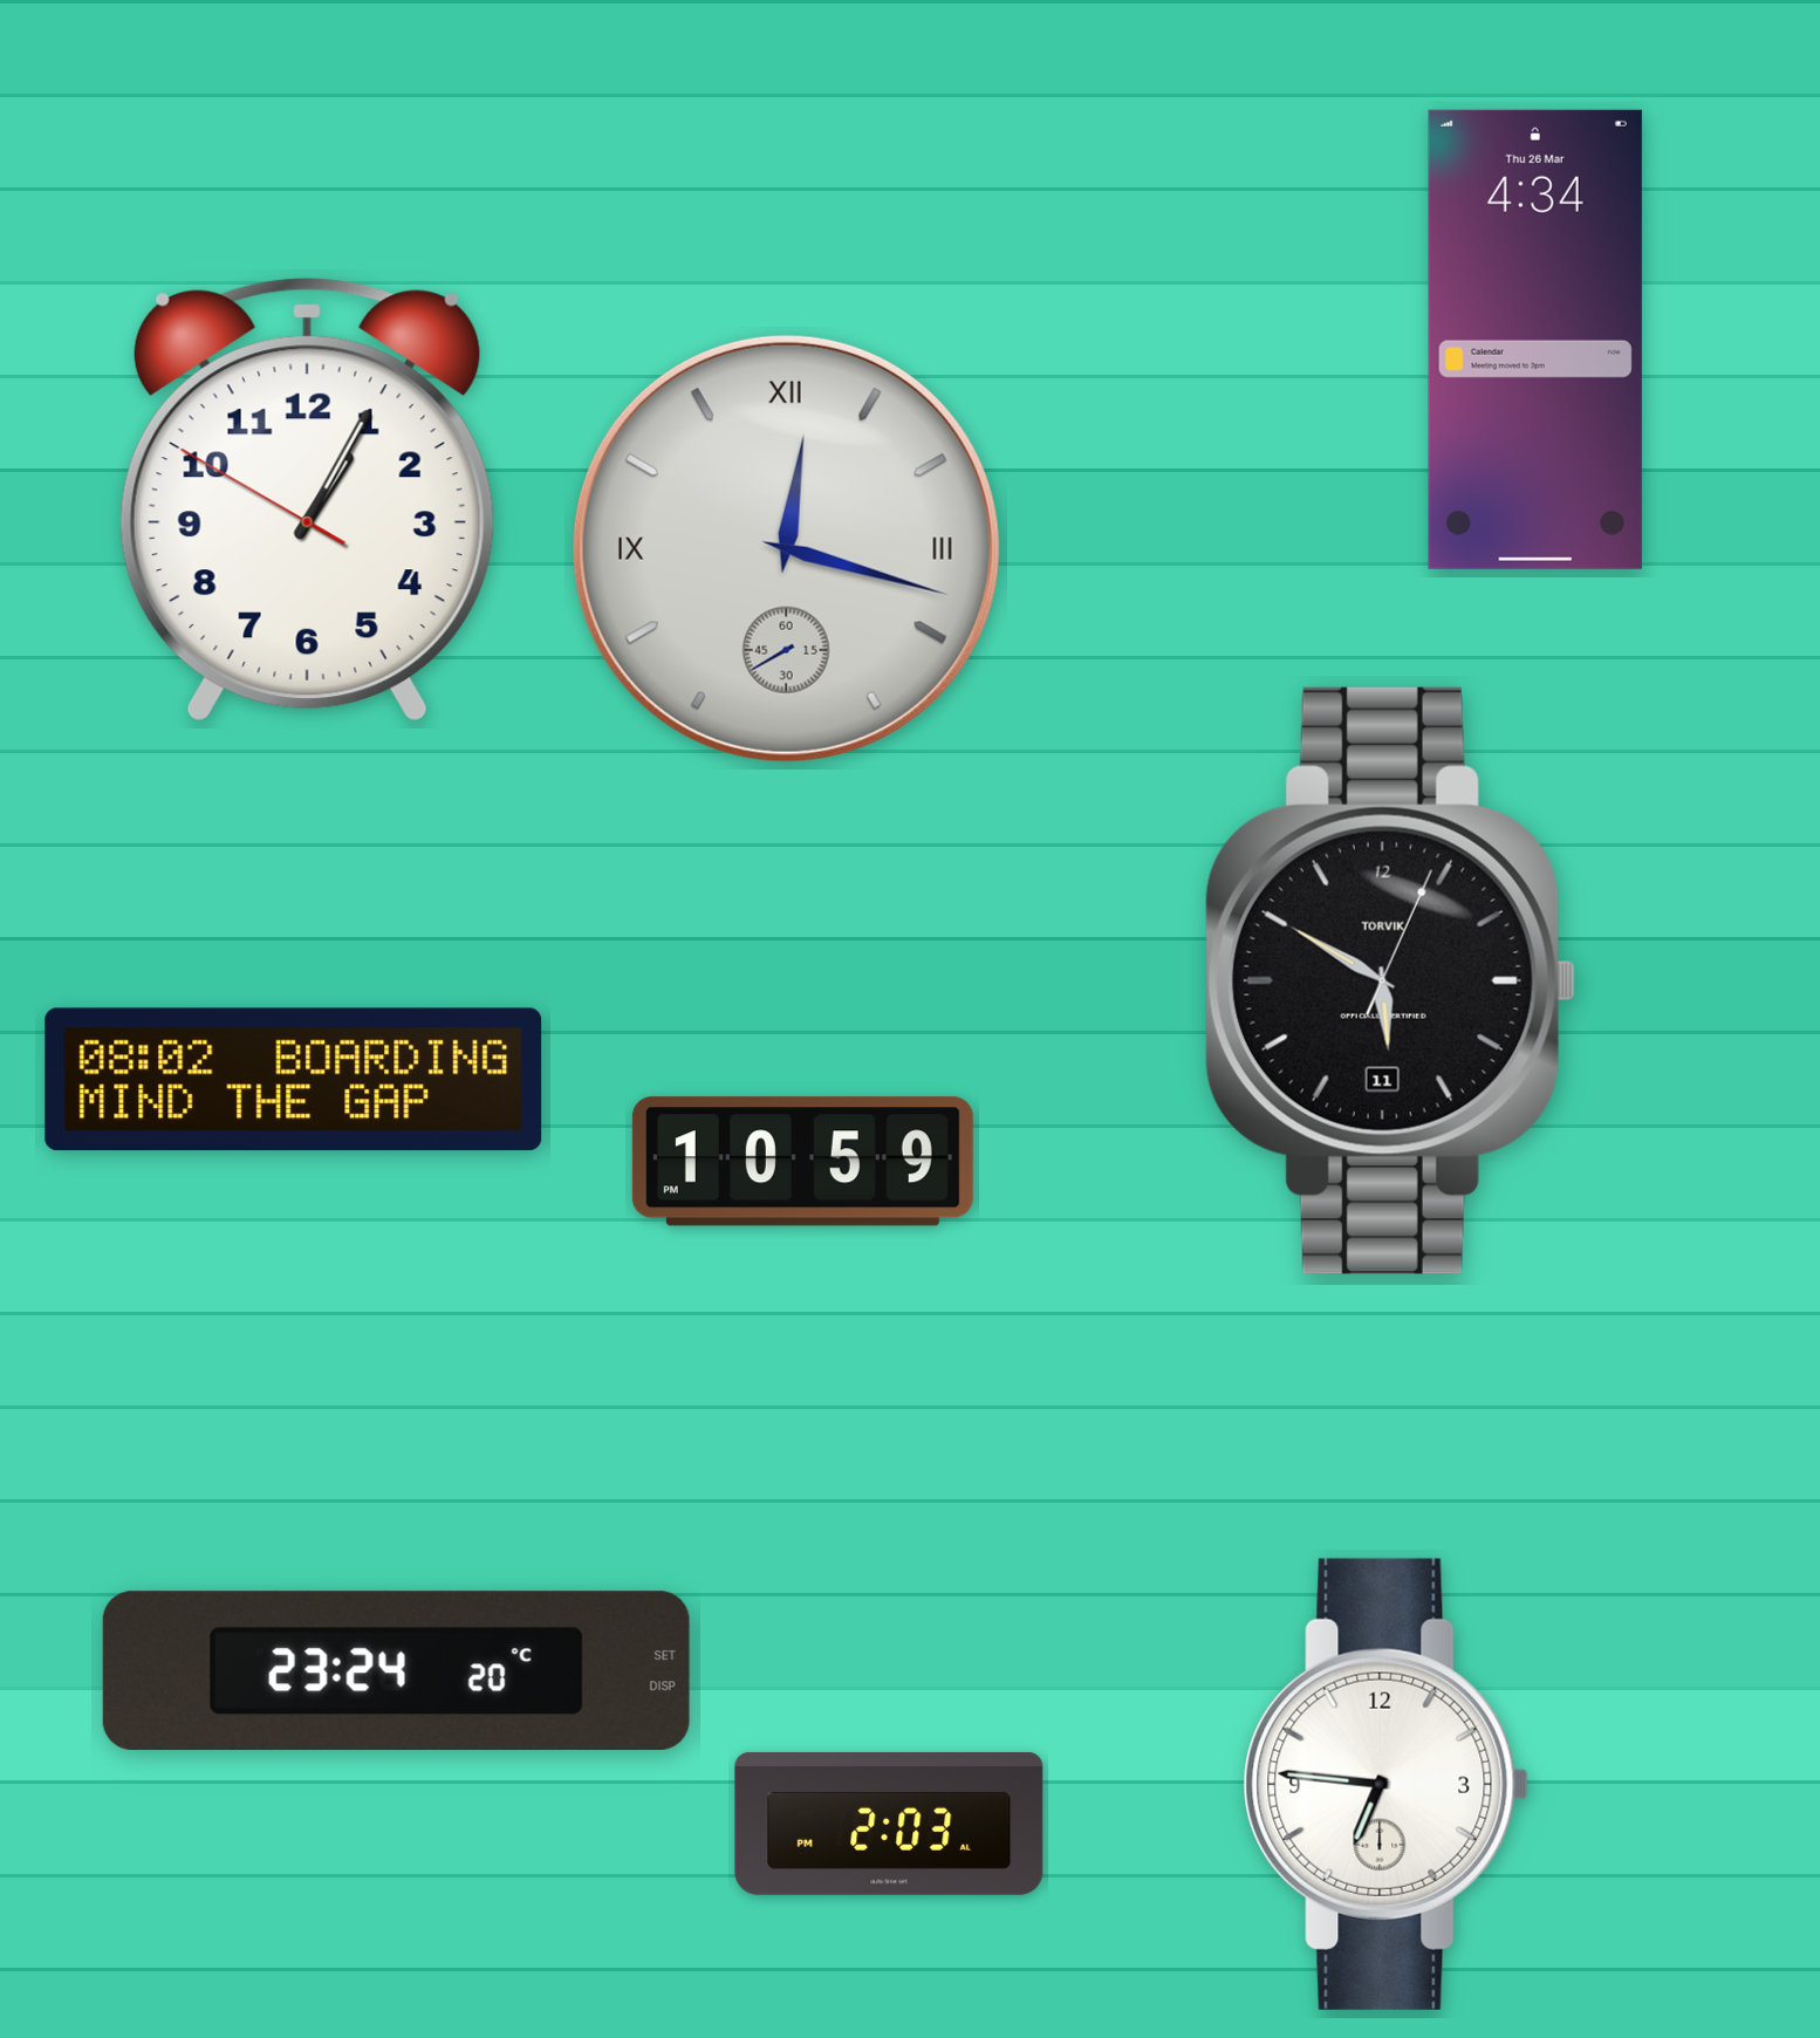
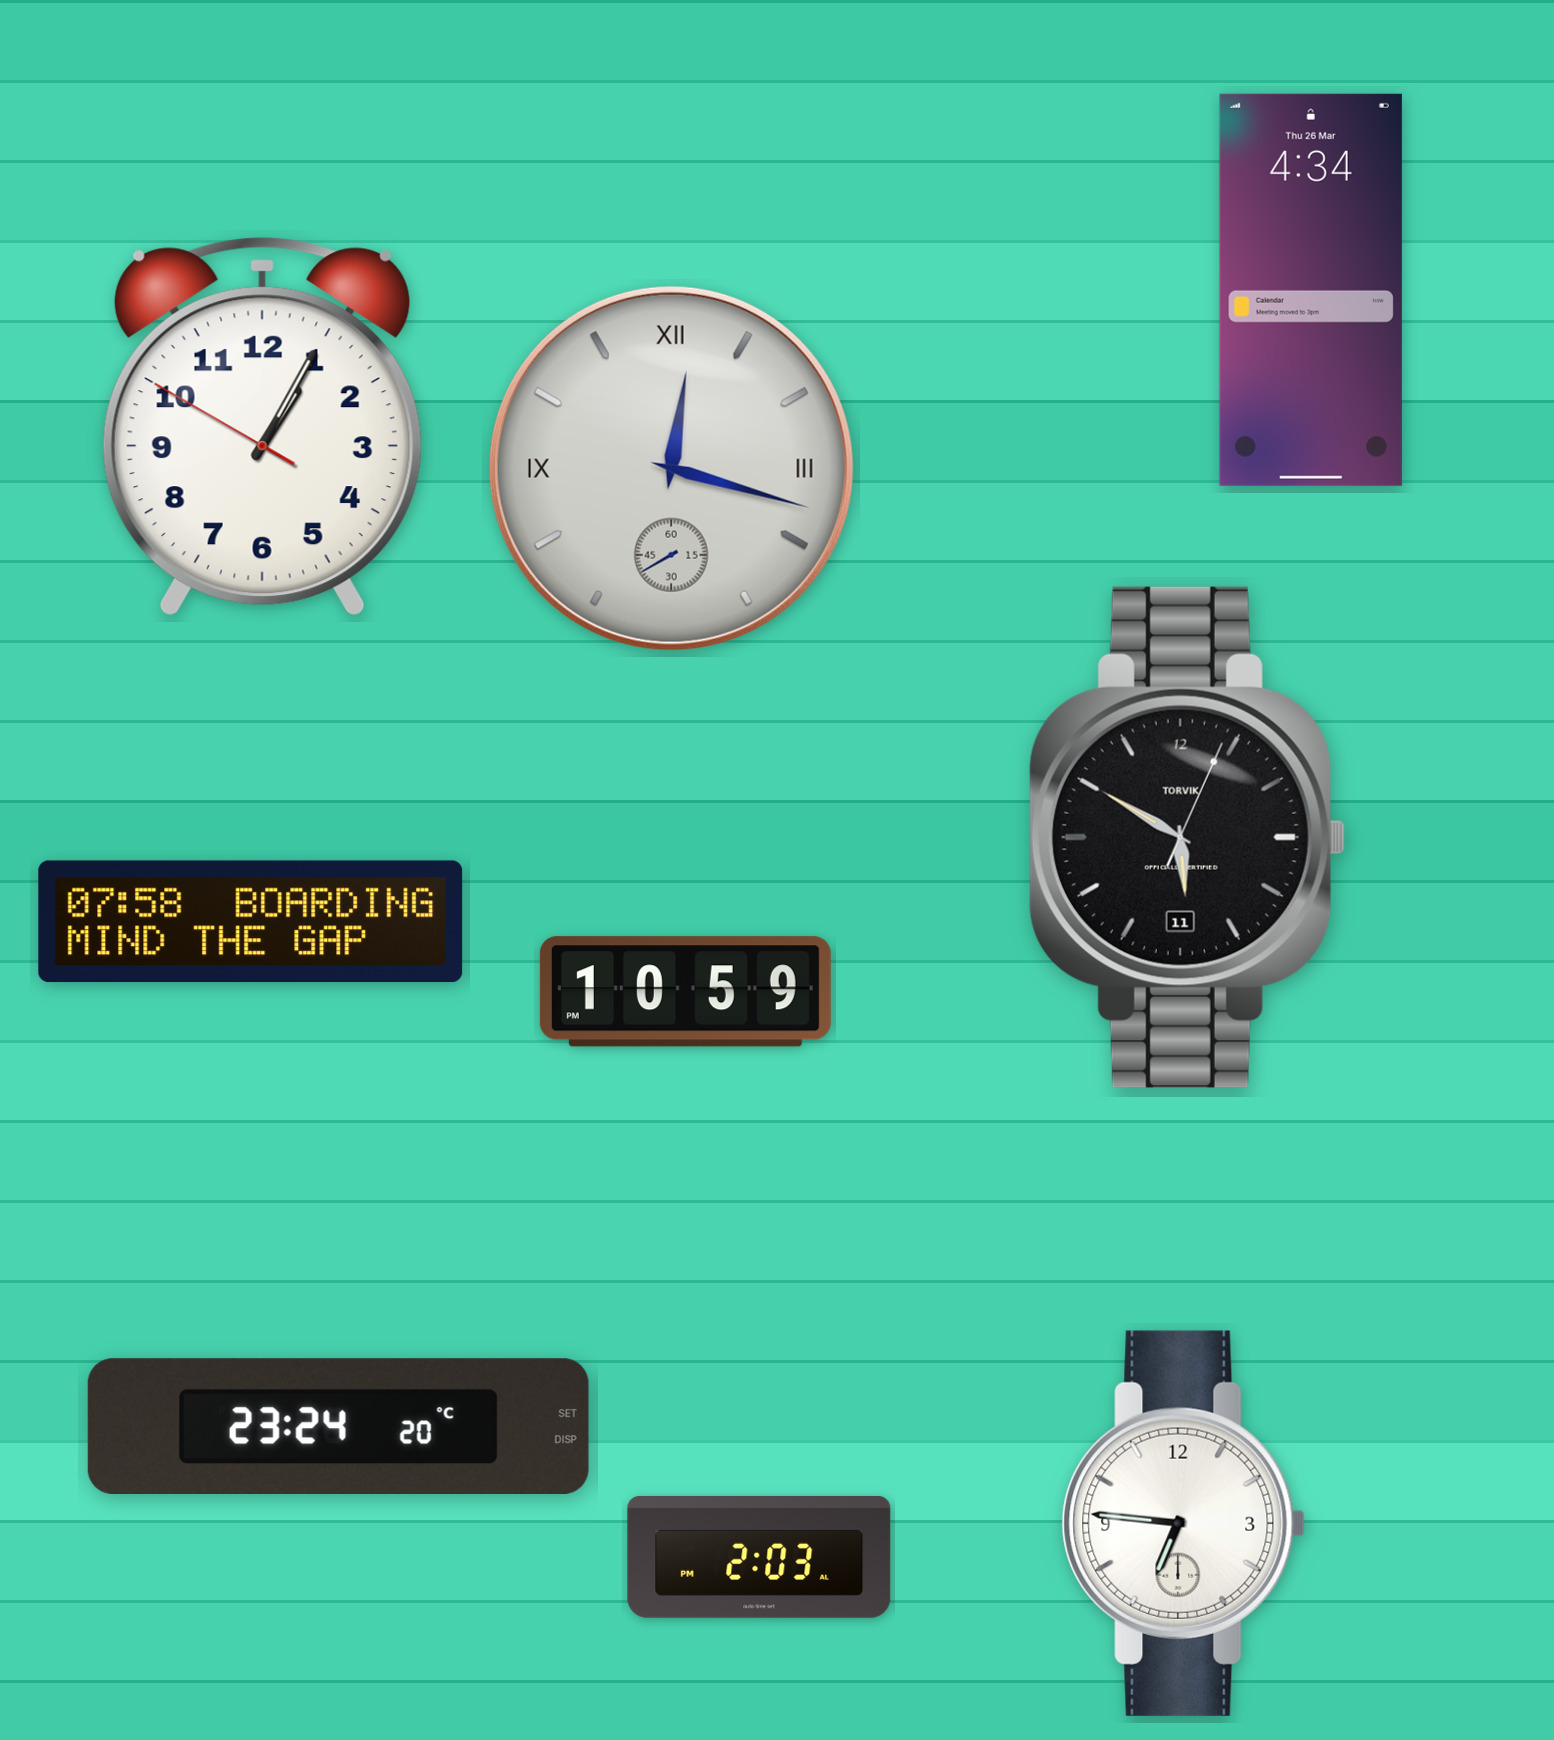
clock at (294, 1080): 08:02 -> 07:58
